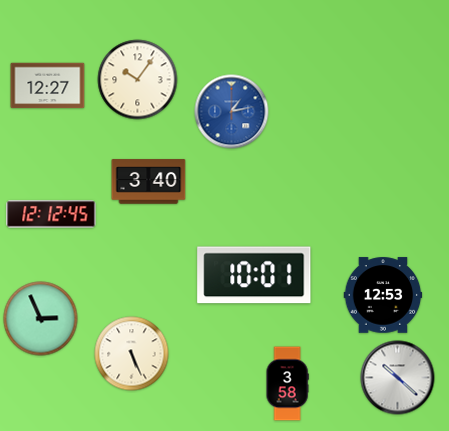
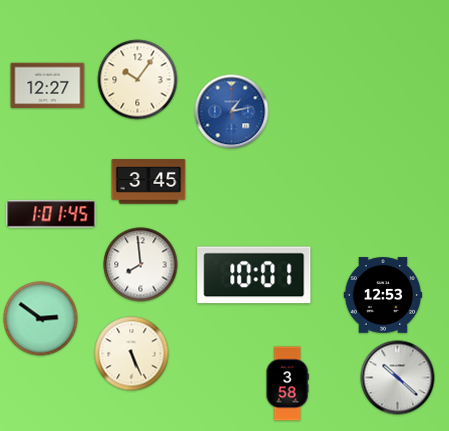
clock at (149, 182): 3:40 -> 3:45
clock at (51, 214): 12:12 -> 1:01
clock at (141, 265): none -> 7:59
clock at (41, 319): 2:56 -> 2:51
